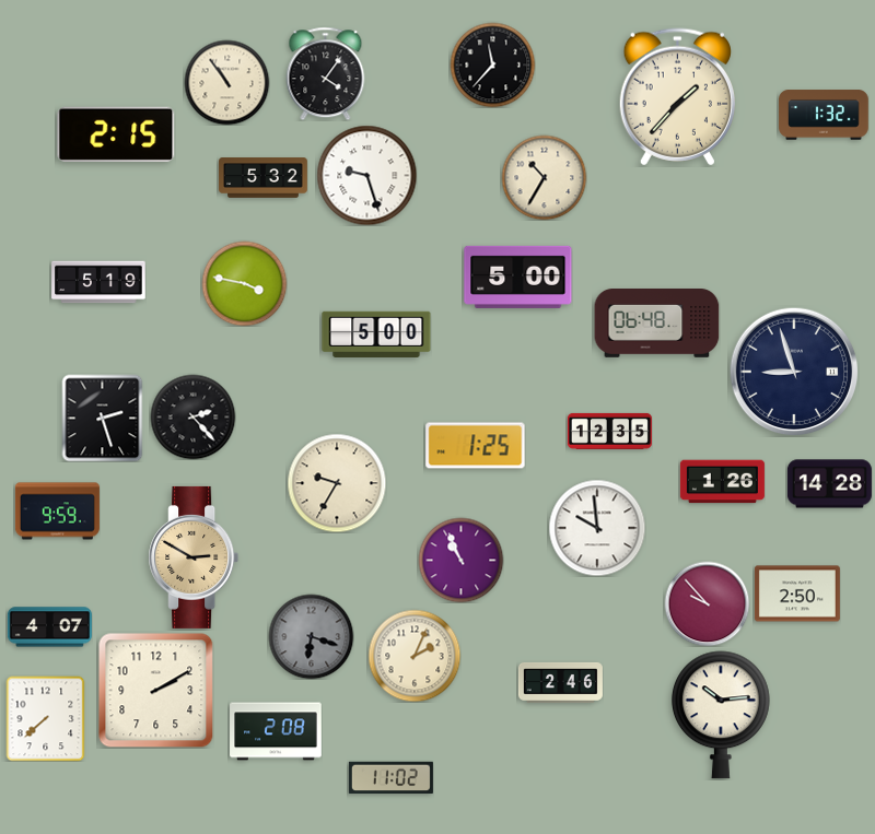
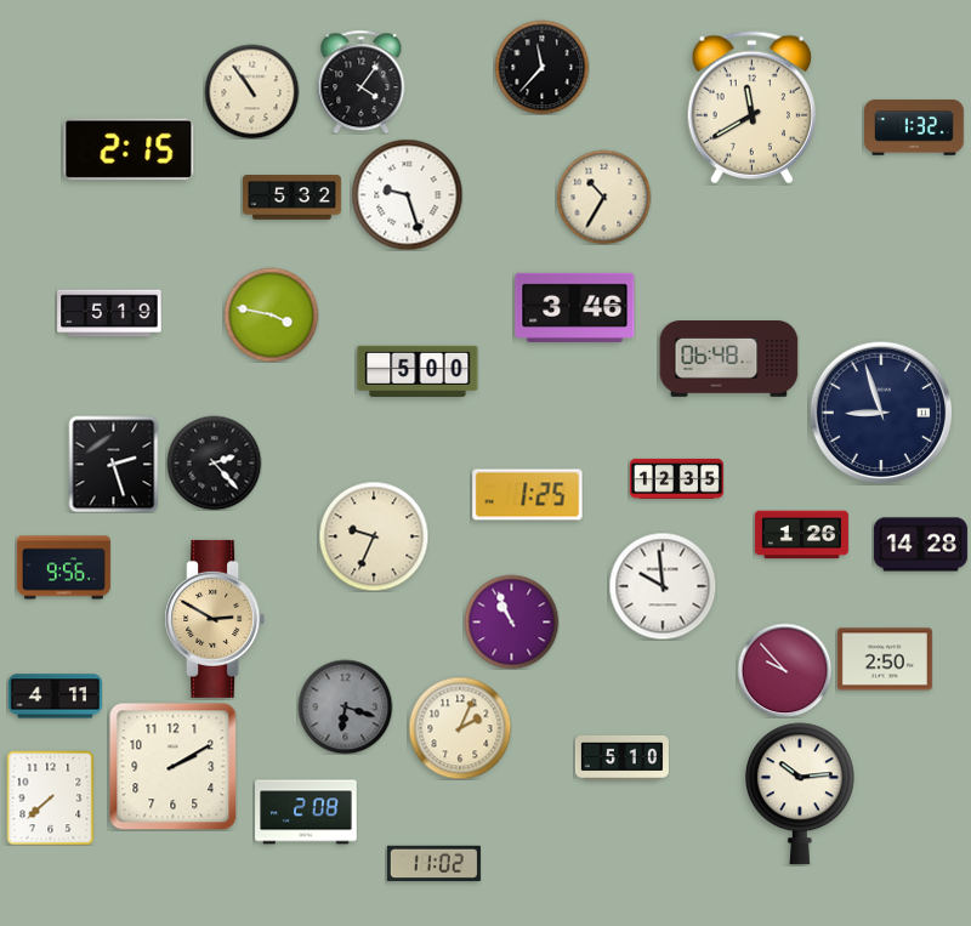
clock at (492, 64) position: (492, 64) -> (541, 67)
clock at (677, 97): 1:37 -> 11:40
clock at (518, 277): 5:00 -> 3:46
clock at (337, 483): 9:35 -> 9:34
clock at (829, 484) position: (829, 484) -> (920, 545)
clock at (57, 512): 9:59 -> 9:56
clock at (49, 627): 4:07 -> 4:11
clock at (560, 682): 2:46 -> 5:10
